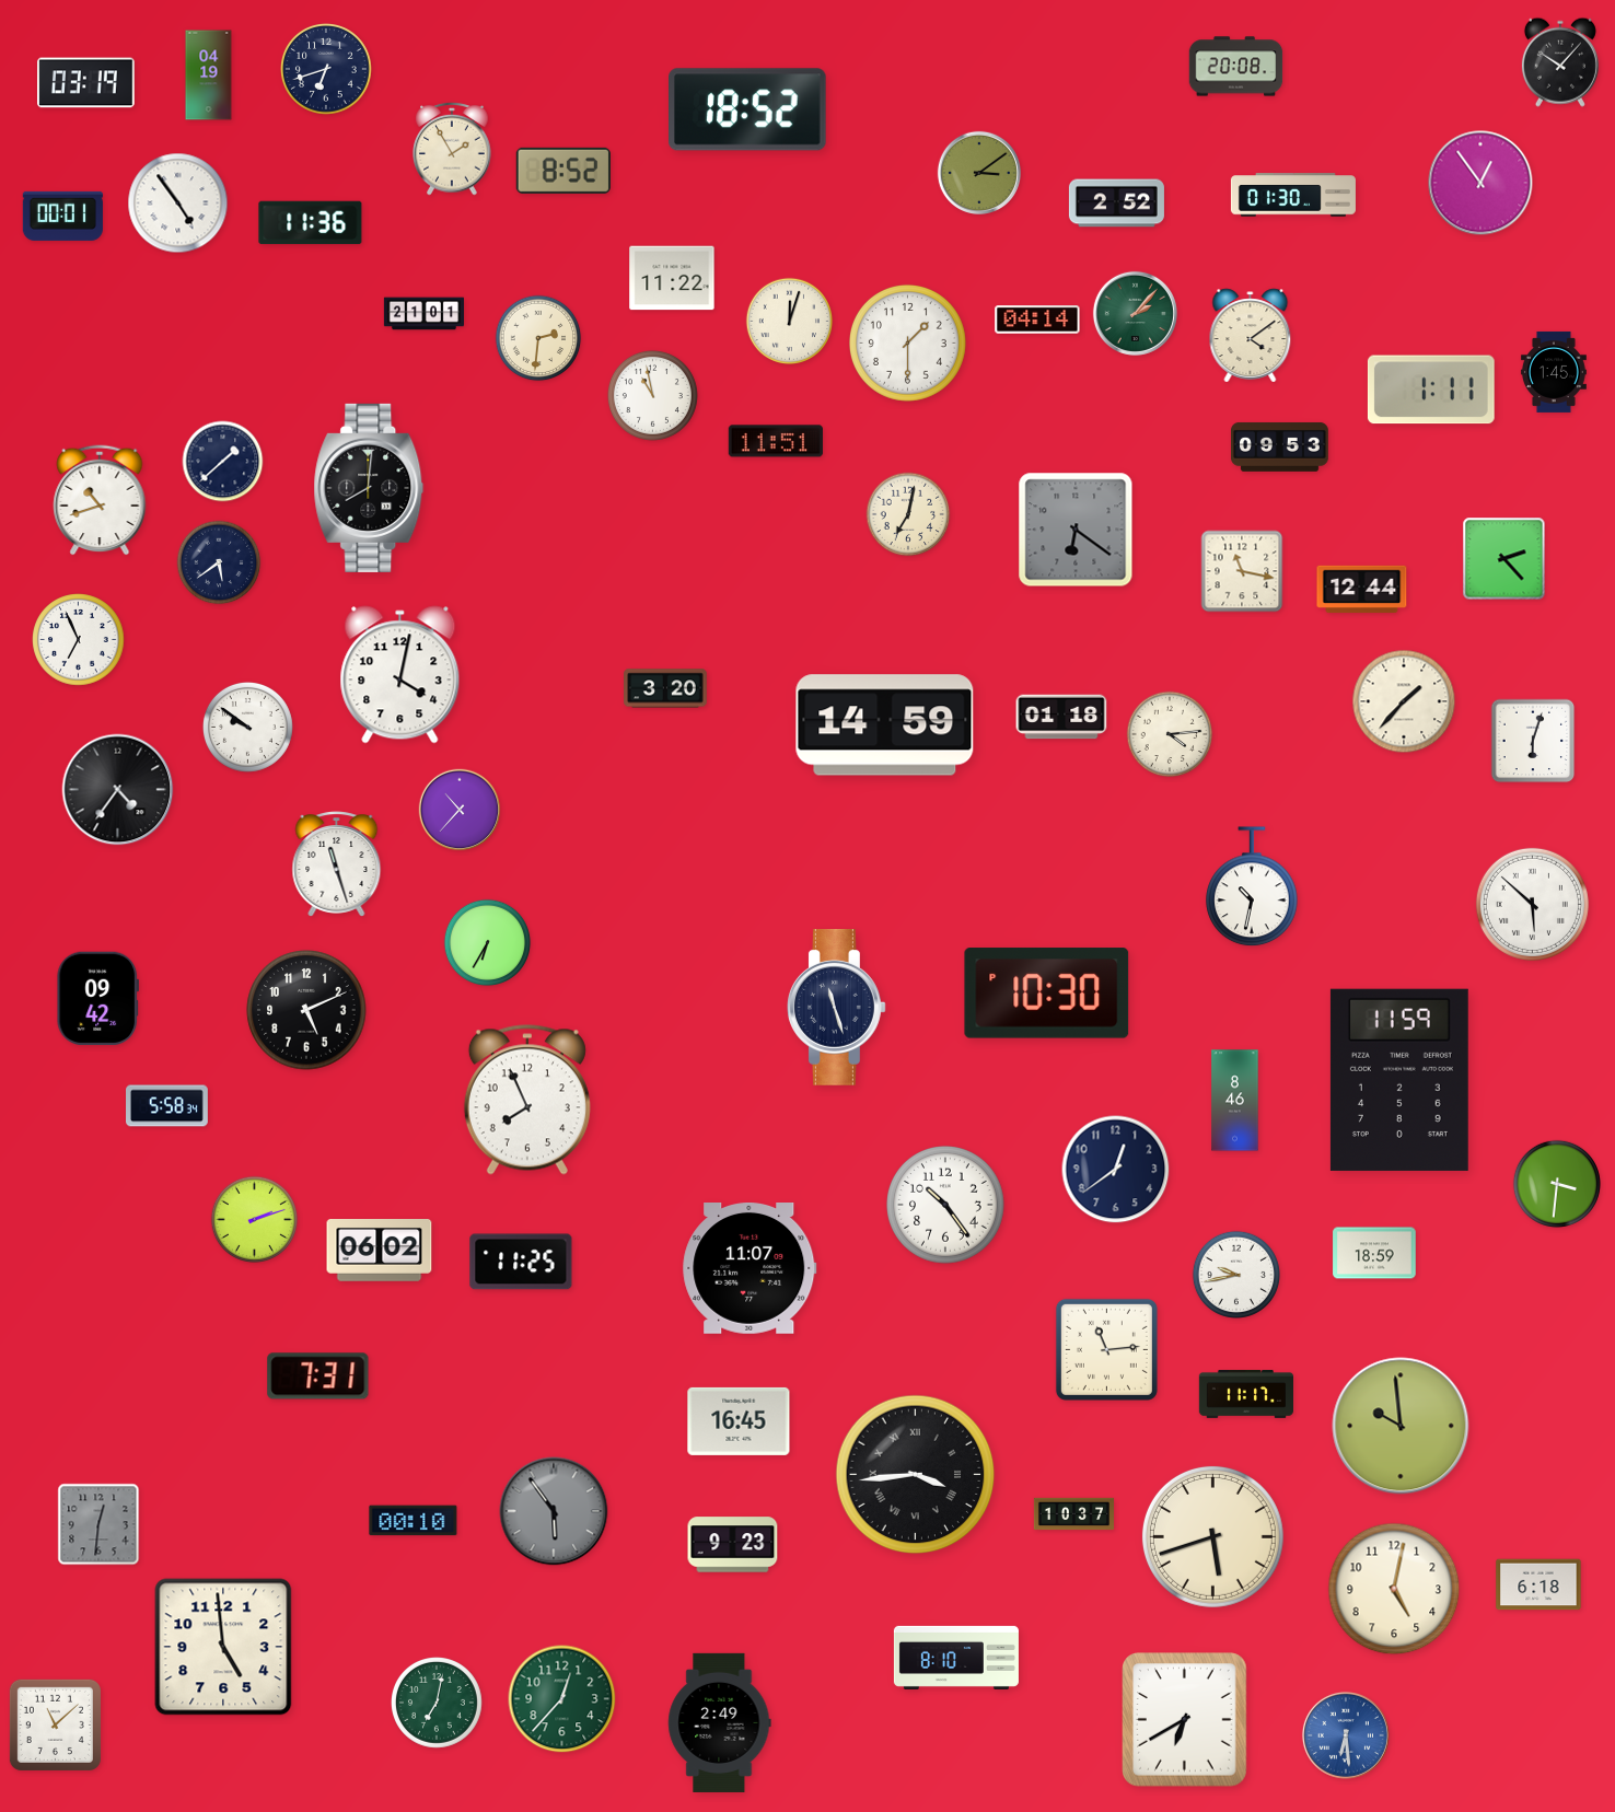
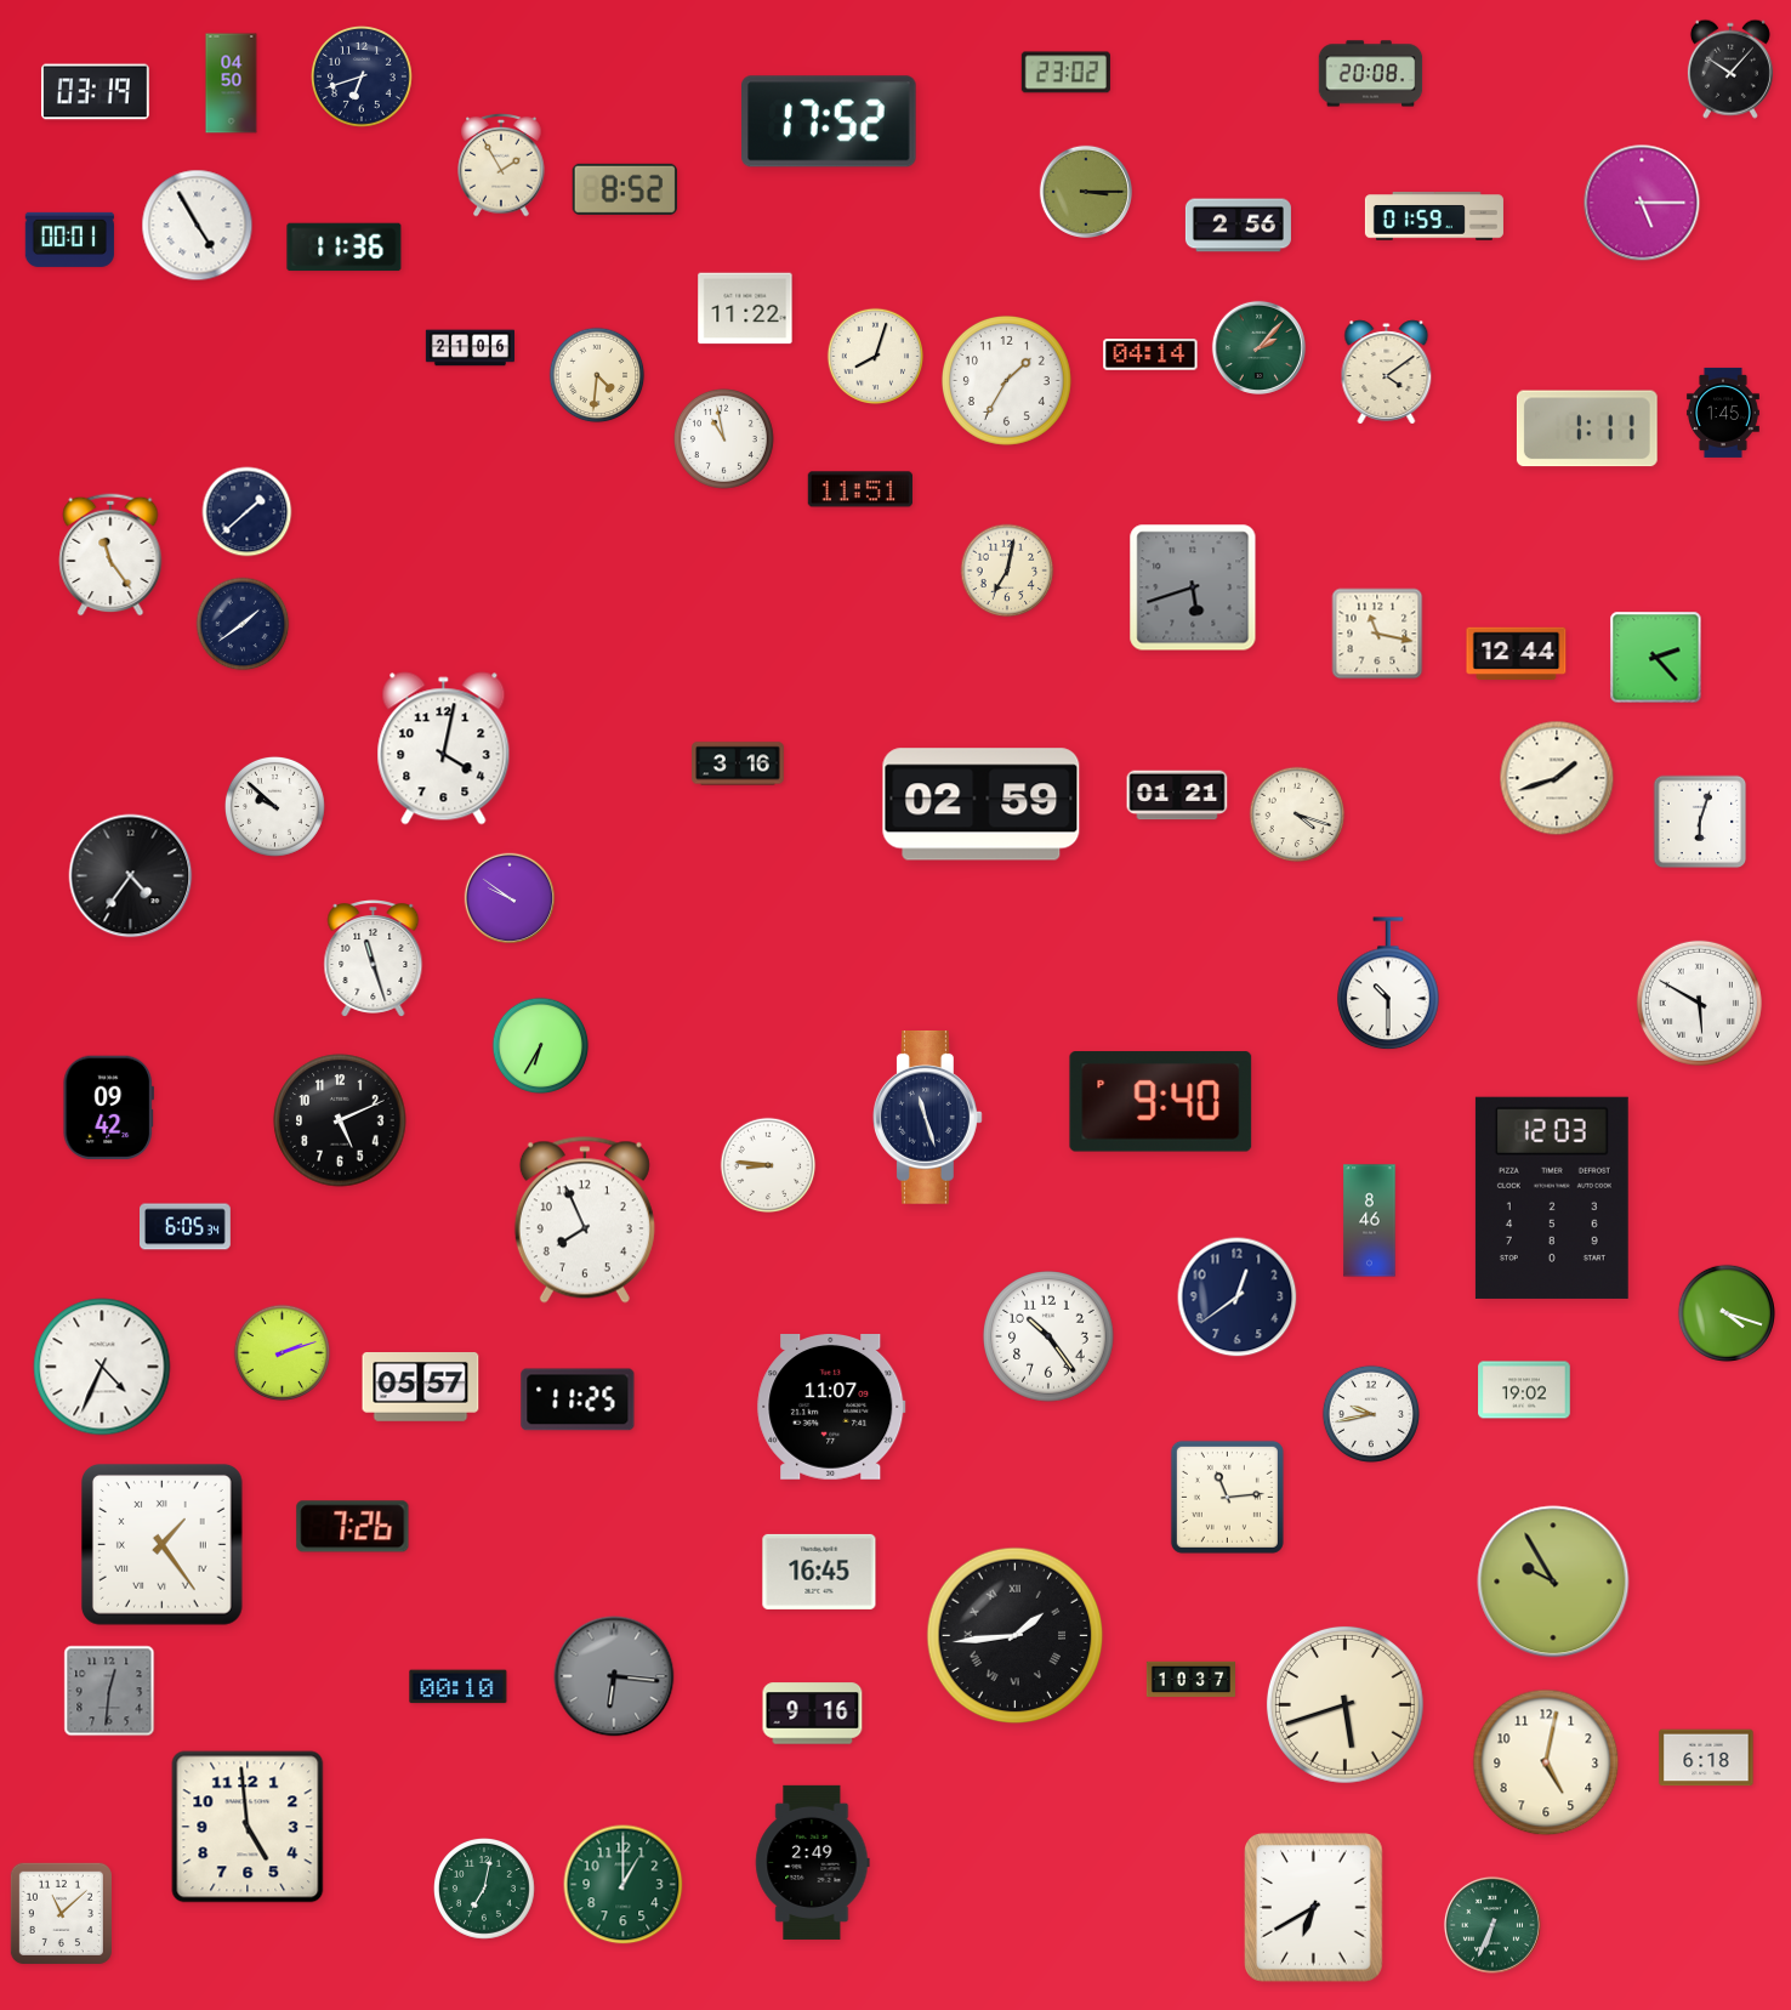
clock at (1065, 73): none -> 23:02
clock at (209, 75): 04:19 -> 04:50
clock at (748, 109): 18:52 -> 17:52
clock at (978, 172): 3:09 -> 3:15
clock at (1480, 183): 12:54 -> 5:15
clock at (1293, 195): 01:30 -> 01:59
clock at (178, 204): 4:54 -> 4:55
clock at (1116, 204): 2:52 -> 2:56
clock at (423, 314): 21:01 -> 21:06
clock at (790, 322): 12:03 -> 8:03
clock at (538, 338): 2:31 -> 4:31
clock at (908, 344): 1:30 -> 1:35
clock at (1431, 390) position: (1431, 390) -> (1587, 428)
clock at (1280, 446): 09:53 -> none
clock at (369, 488): 8:01 -> none
clock at (100, 500): 10:42 -> 11:24
clock at (1076, 530): 6:21 -> 5:42
clock at (1504, 559) position: (1504, 559) -> (1656, 658)
clock at (219, 562): 5:39 -> 1:39
clock at (1362, 590) position: (1362, 590) -> (1517, 654)
clock at (79, 640): 6:56 -> none
clock at (665, 688): 3:20 -> 3:16
clock at (1404, 701): 1:37 -> 1:42
clock at (1061, 717): 01:18 -> 01:21
clock at (885, 725): 14:59 -> 02:59
clock at (247, 727): 9:51 -> 9:52
clock at (1170, 734): 4:14 -> 4:18
clock at (460, 810): 10:37 -> 9:51
clock at (1252, 887): 10:32 -> 10:30
clock at (1532, 904): 5:52 -> 5:50
clock at (1047, 994): 10:30 -> 9:40
clock at (768, 1165): none -> 8:46
clock at (1399, 1080): 11:59 -> 12:03
clock at (167, 1106): 5:58 -> 6:05
clock at (1556, 1183): 3:31 -> 4:18
clock at (102, 1367): none -> 4:34
clock at (380, 1251): 06:02 -> 05:57
clock at (1374, 1253): 18:59 -> 19:02
clock at (318, 1377): 7:31 -> 7:26
clock at (163, 1545): none -> 1:24
clock at (1246, 1394): 11:17 -> none
clock at (739, 1421) position: (739, 1421) -> (819, 1572)
clock at (1401, 1426): 9:59 -> 9:55
clock at (916, 1475): 3:44 -> 1:44
clock at (554, 1511): 5:54 -> 6:16
clock at (733, 1545): 9:23 -> 9:16
clock at (956, 1658): 8:10 -> none
clock at (562, 1699): 12:37 -> 1:00
clock at (720, 1722) position: (720, 1722) -> (813, 1862)
clock at (1346, 1735): 6:29 -> 6:34
clock at (1346, 1735) dial: blue -> green
